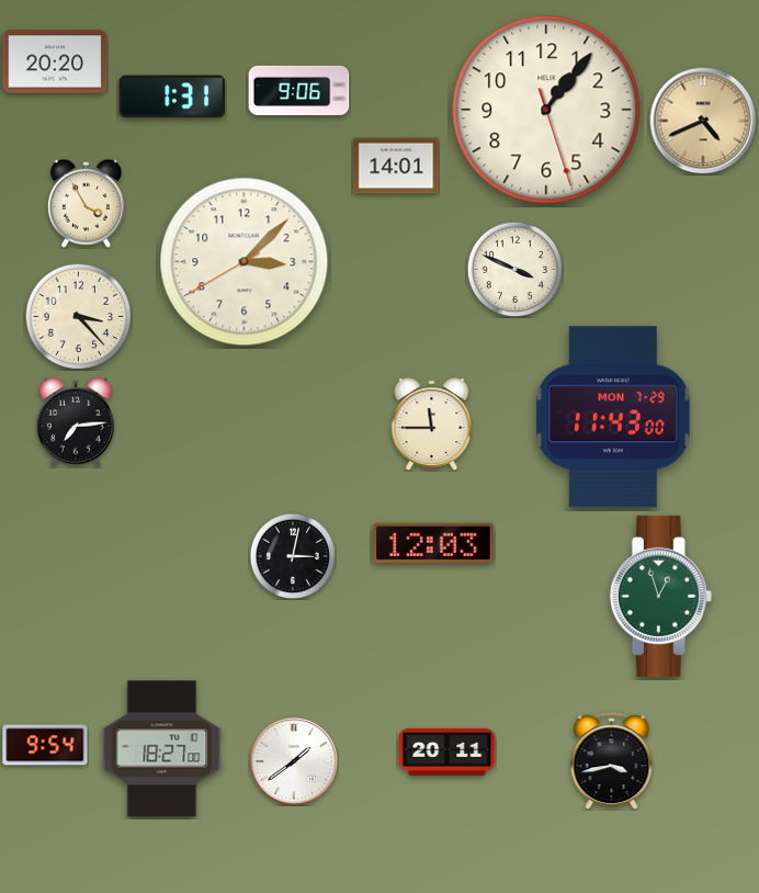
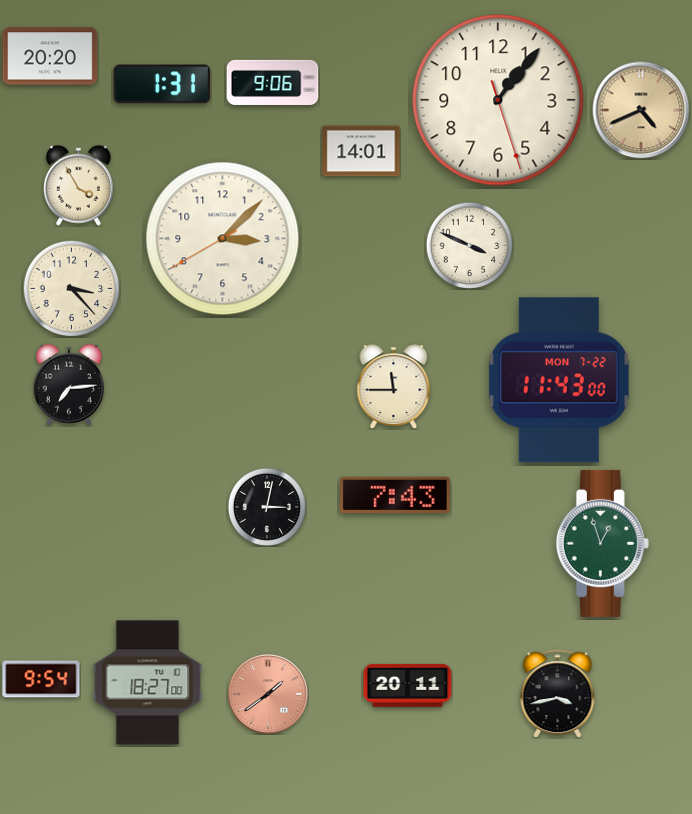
clock at (172, 97) position: (172, 97) -> (162, 84)
clock at (613, 417) date: MON 7-29 -> MON 7-22
clock at (434, 542): 12:03 -> 7:43
clock at (294, 761) dial: white -> salmon
